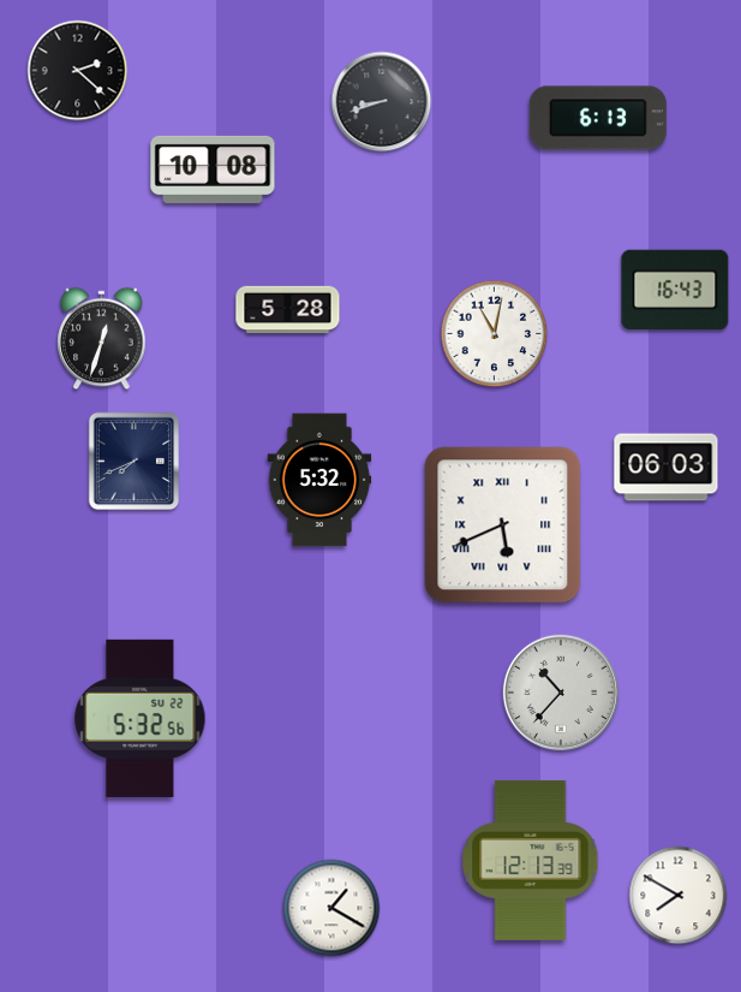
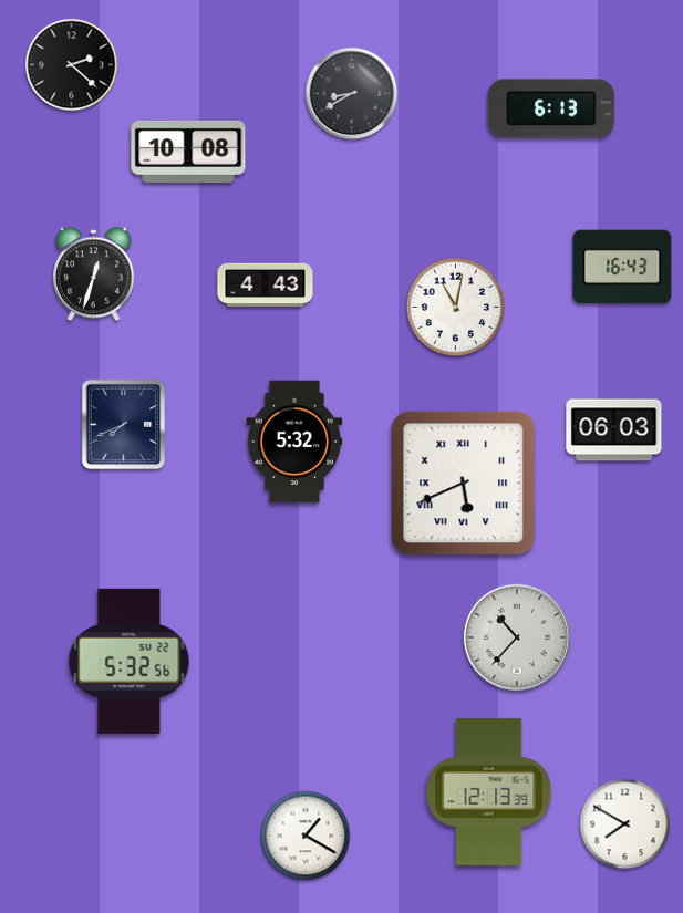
clock at (382, 102): 8:42 -> 8:40
clock at (213, 170) position: (213, 170) -> (188, 152)
clock at (288, 310): 5:28 -> 4:43
clock at (102, 339) position: (102, 339) -> (94, 274)
